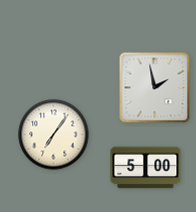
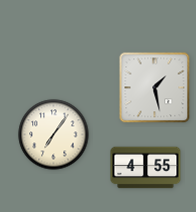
clock at (155, 88): 1:58 -> 1:28
clock at (146, 168): 5:00 -> 4:55
